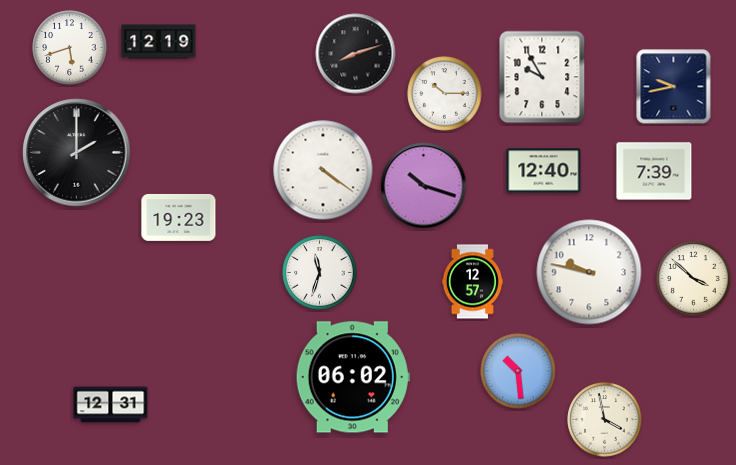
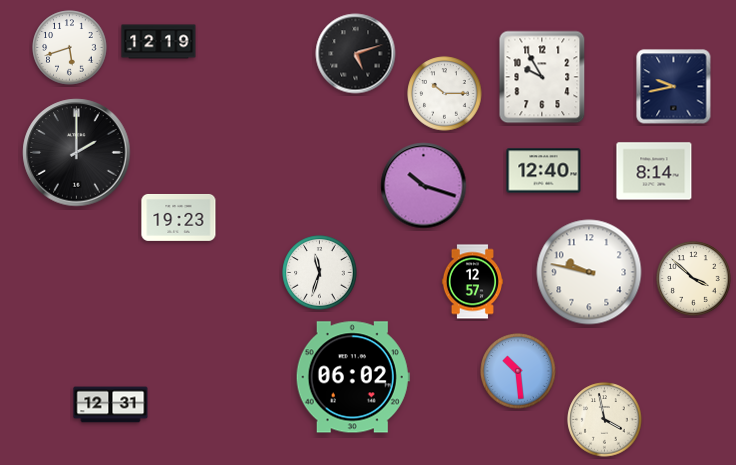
clock at (356, 54): 8:12 -> 5:12
clock at (323, 170): 4:21 -> none
clock at (654, 171): 7:39 -> 8:14
